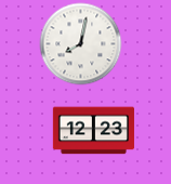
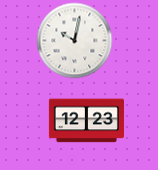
clock at (81, 44): 8:02 -> 10:02
